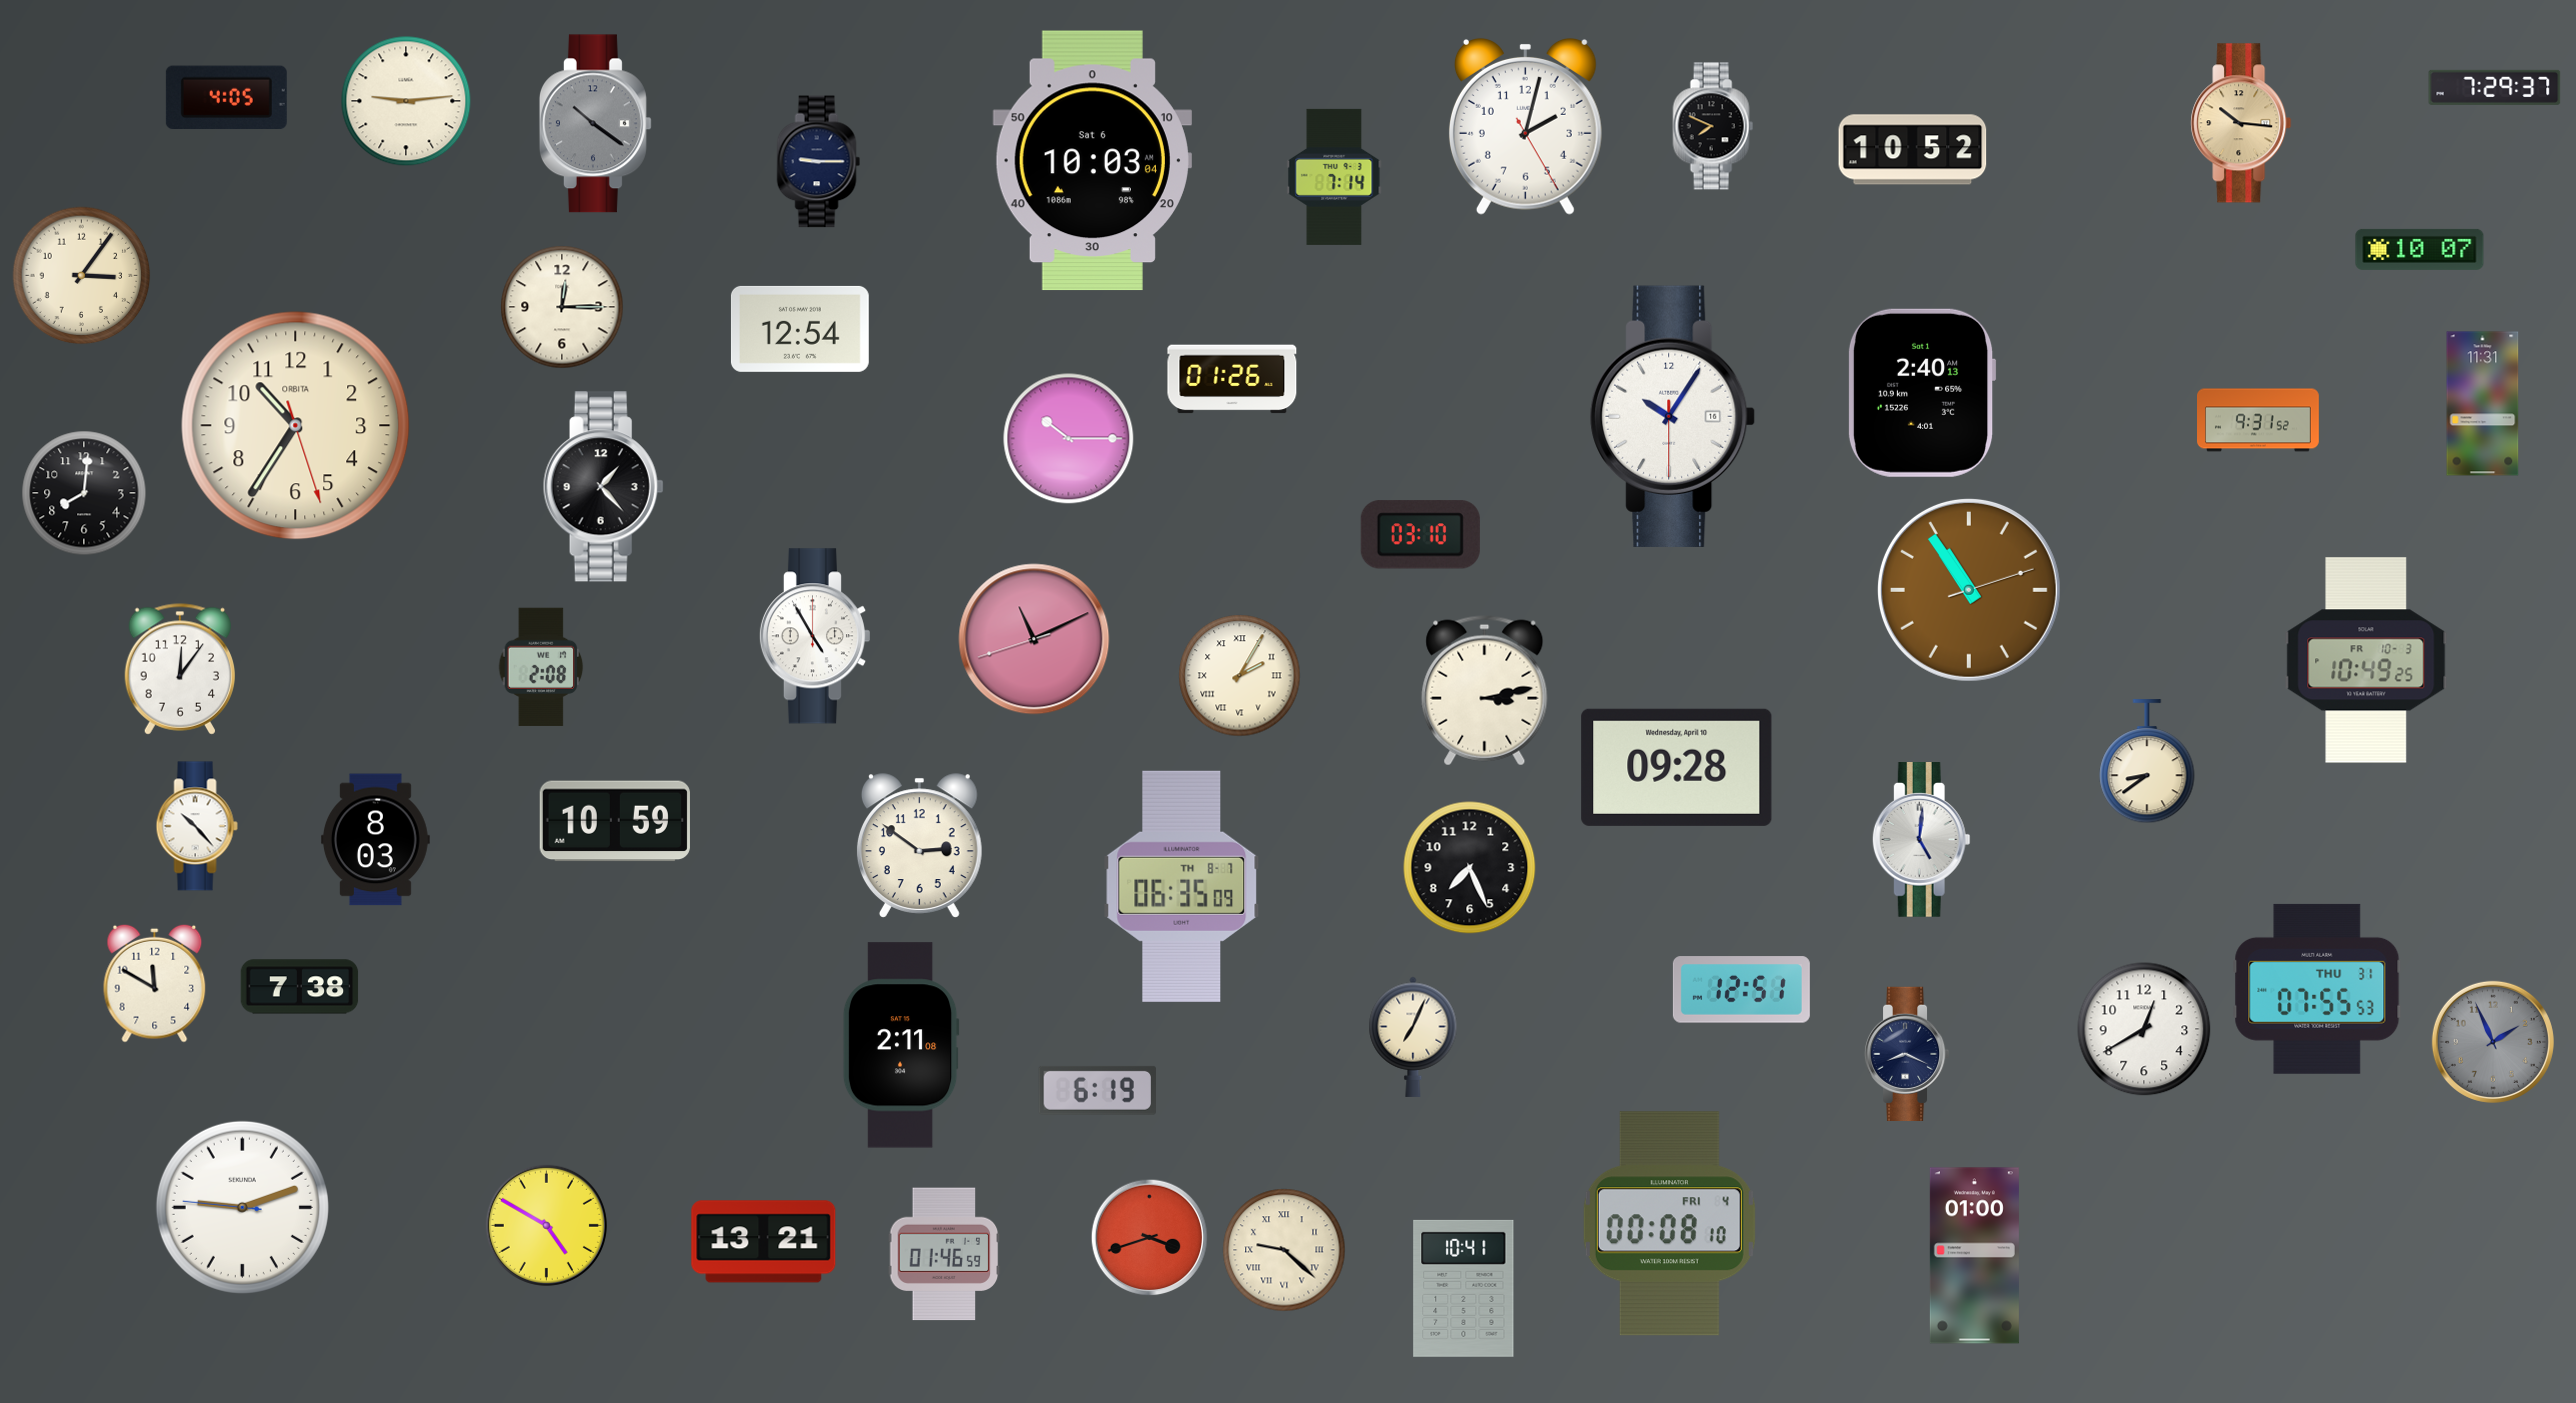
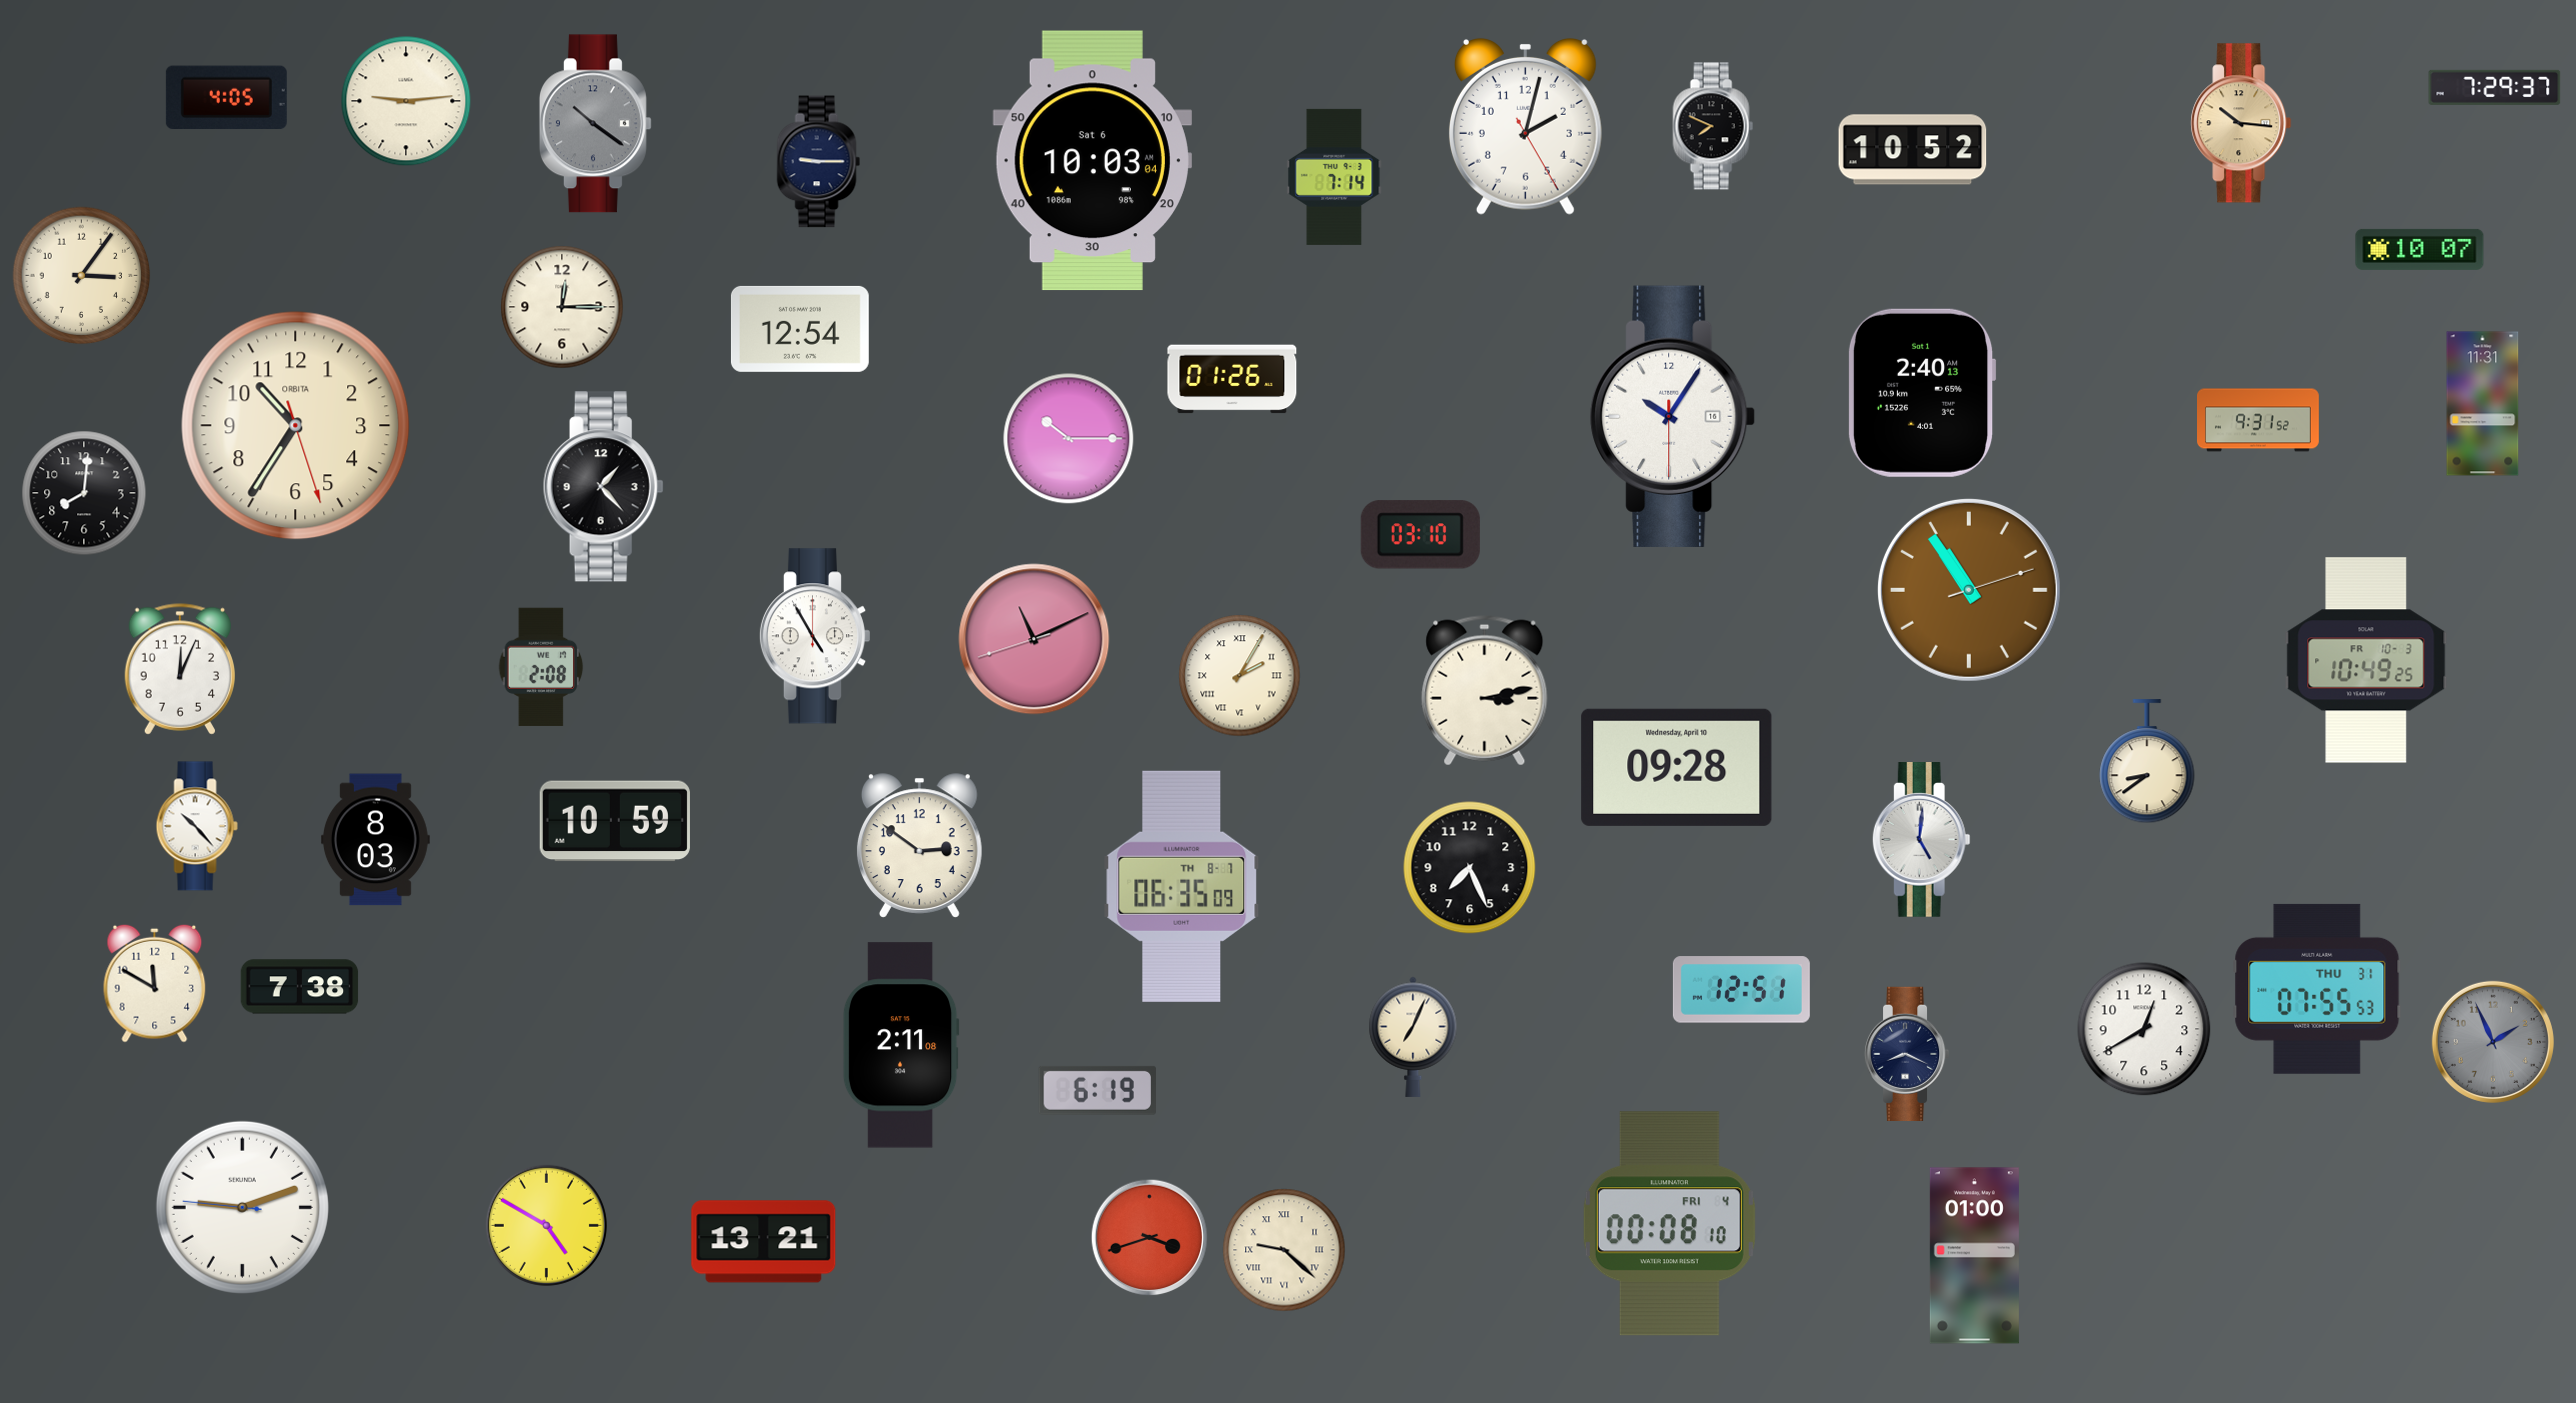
clock at (179, 669): 12:06 -> 12:04
clock at (944, 1254): 01:46 -> none
clock at (1464, 1288): 10:41 -> none
